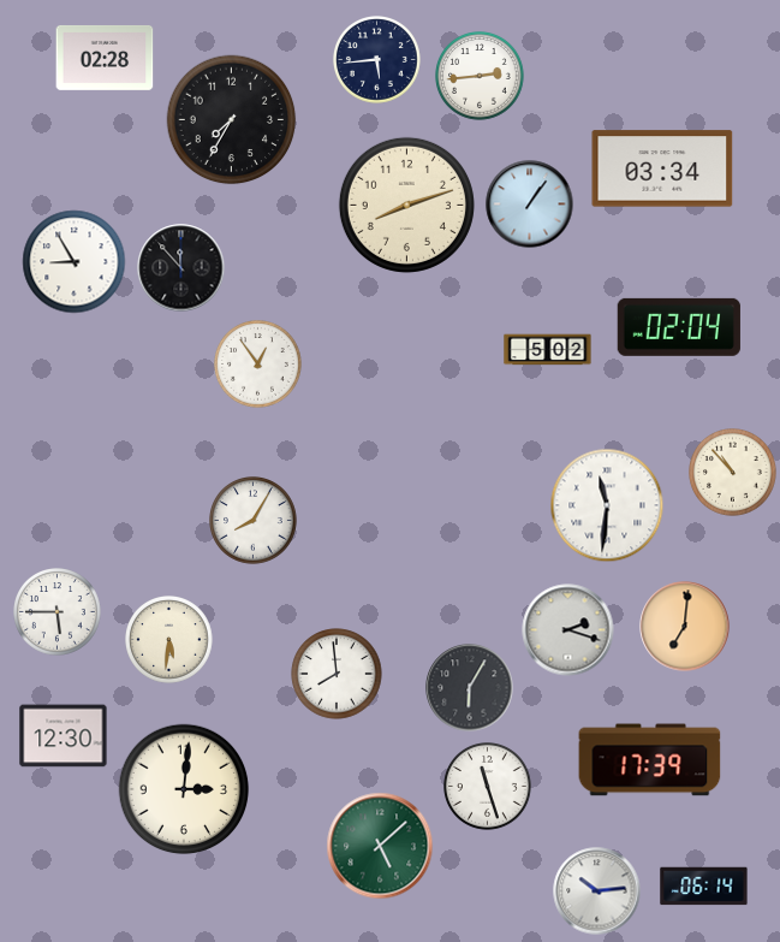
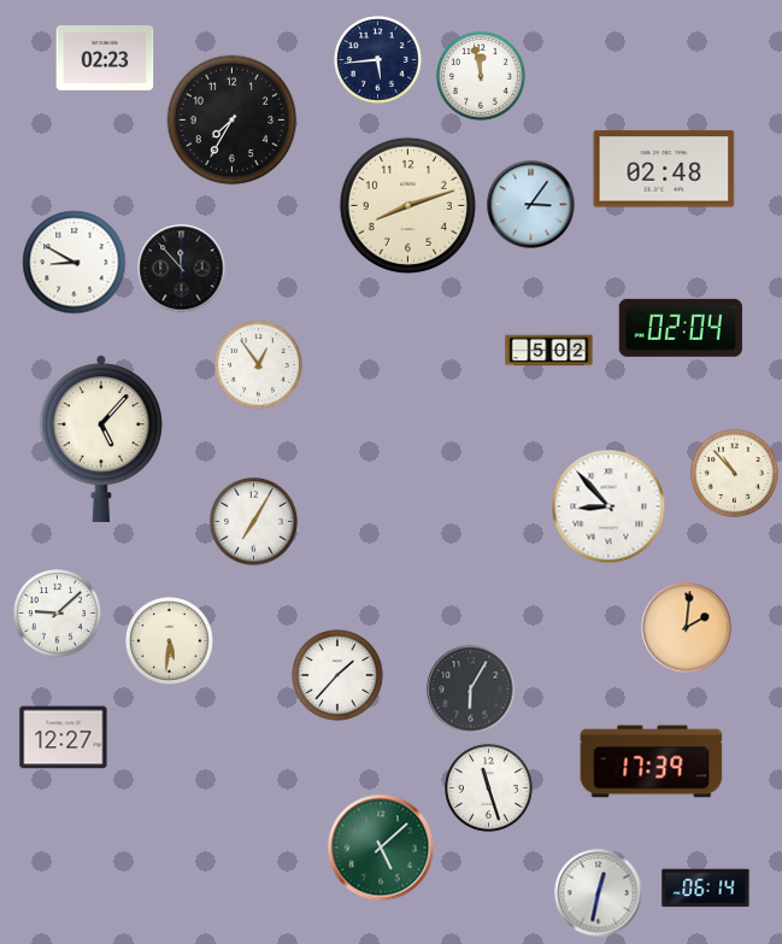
clock at (105, 58): 02:28 -> 02:23
clock at (480, 76): 2:44 -> 11:58
clock at (662, 168): 03:34 -> 02:48
clock at (530, 205): 1:06 -> 3:06
clock at (75, 262): 8:55 -> 8:50
clock at (101, 439): none -> 5:07
clock at (607, 505): 11:31 -> 8:53
clock at (254, 521): 8:05 -> 7:05
clock at (58, 612): 5:45 -> 9:08
clock at (685, 627): 7:01 -> 2:01
clock at (568, 630): 2:18 -> none
clock at (337, 674): 7:59 -> 1:37
clock at (64, 736): 12:30 -> 12:27
clock at (184, 789): 3:01 -> none
clock at (597, 891): 10:14 -> 12:32
